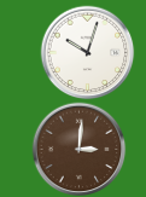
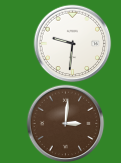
clock at (87, 52): 10:03 -> 9:31
